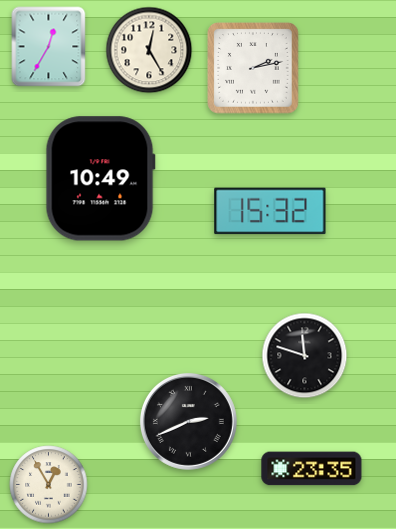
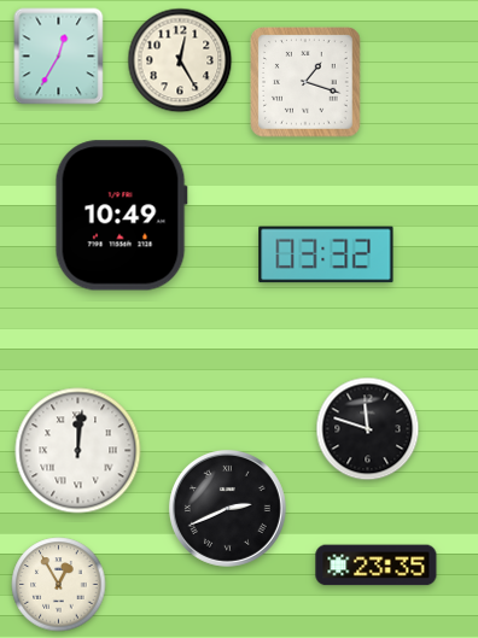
clock at (253, 68): 2:13 -> 1:18
clock at (270, 211): 15:32 -> 03:32
clock at (78, 451): none -> 12:01
